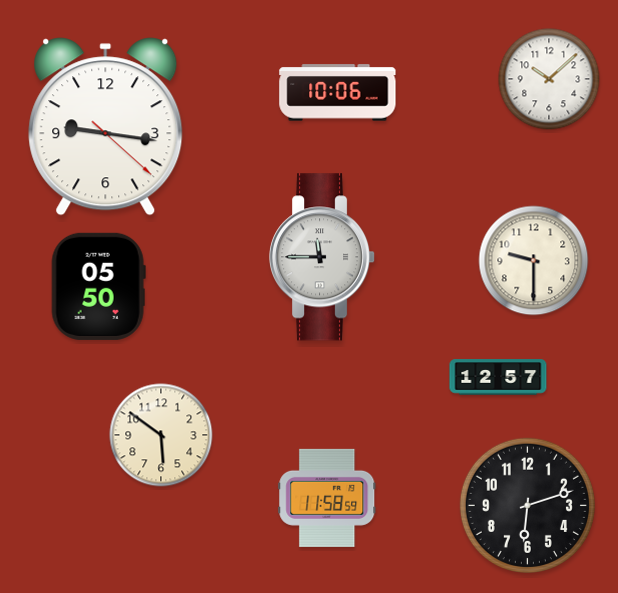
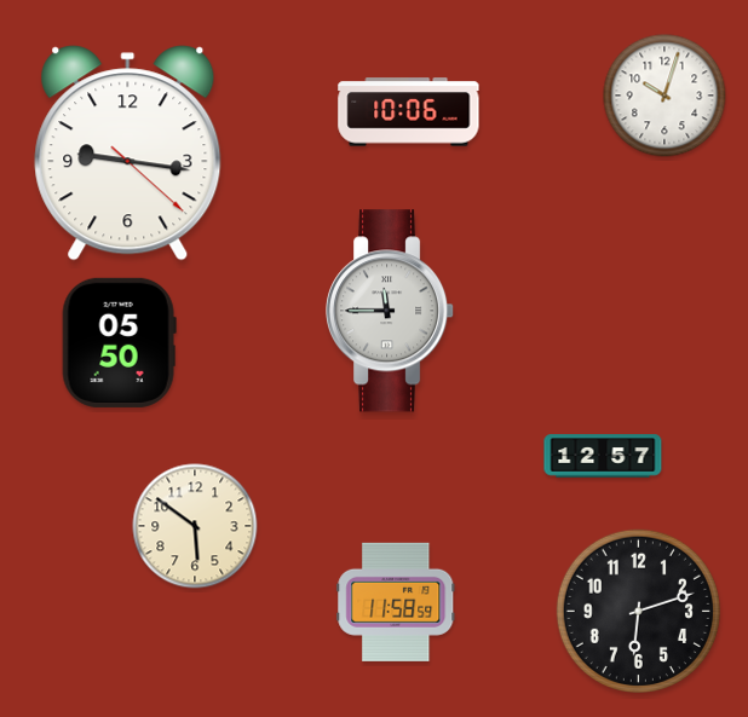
clock at (549, 79): 10:08 -> 10:03
clock at (534, 261): 9:30 -> none
clock at (98, 286) position: (98, 286) -> (119, 342)
